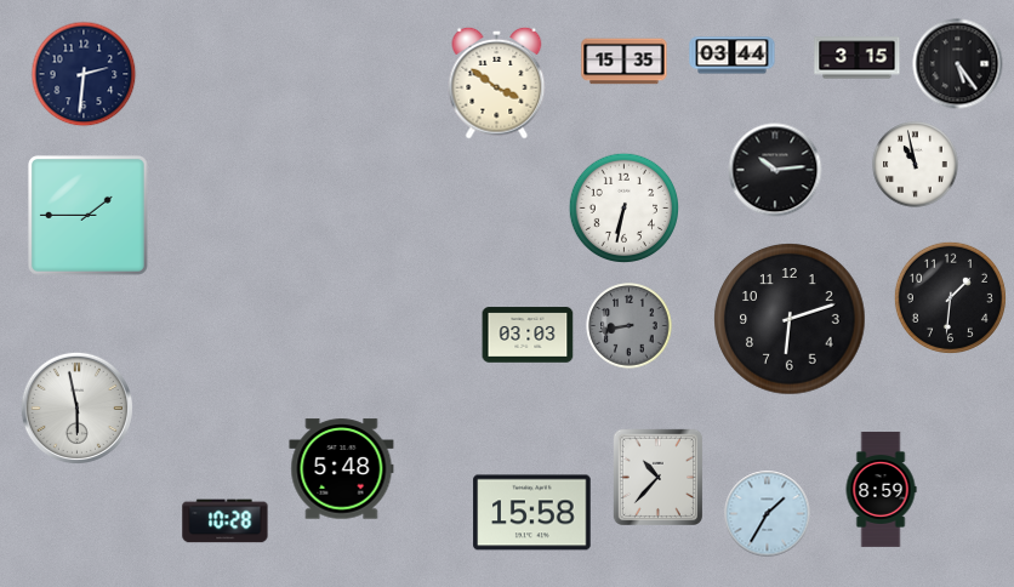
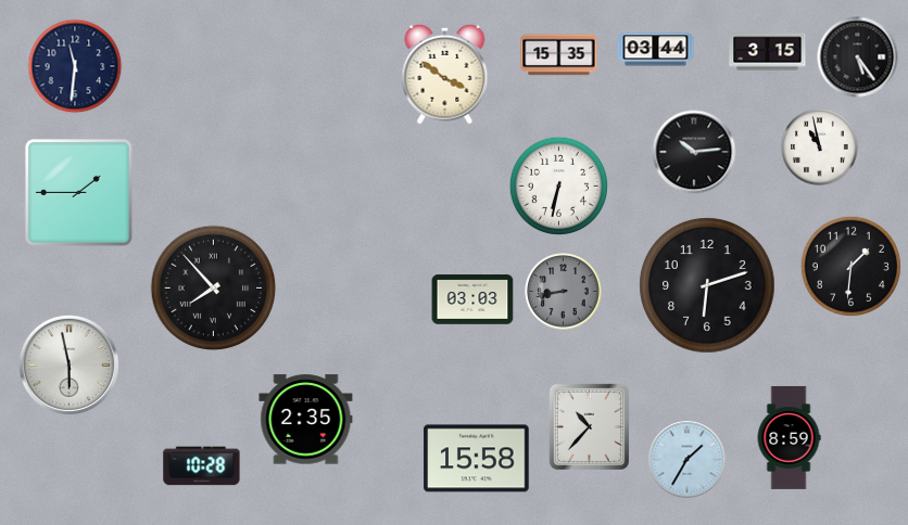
clock at (84, 74): 2:31 -> 11:31
clock at (214, 289): none -> 7:53
clock at (342, 469): 5:48 -> 2:35
